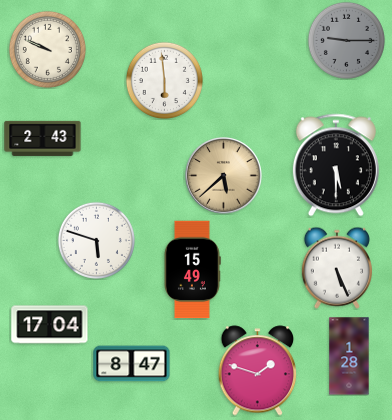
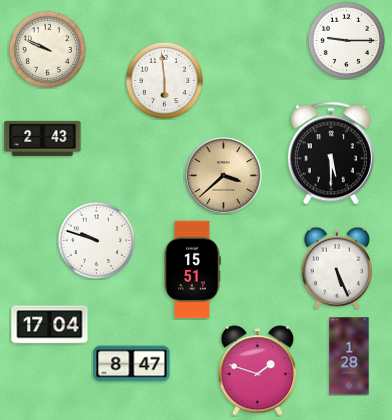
clock at (346, 40) dial: grey -> white
clock at (336, 165) position: (336, 165) -> (331, 153)
clock at (224, 176): 5:38 -> 3:38
clock at (96, 240): 5:48 -> 9:48
clock at (192, 270): 15:49 -> 15:51
